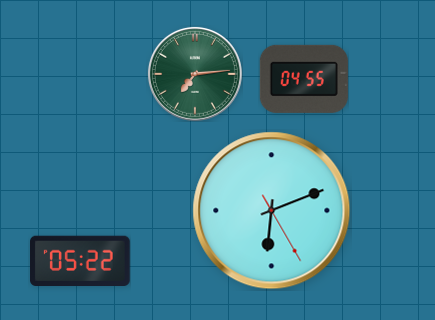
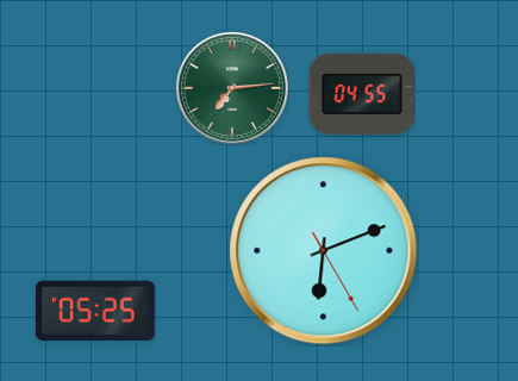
clock at (81, 261): 05:22 -> 05:25
